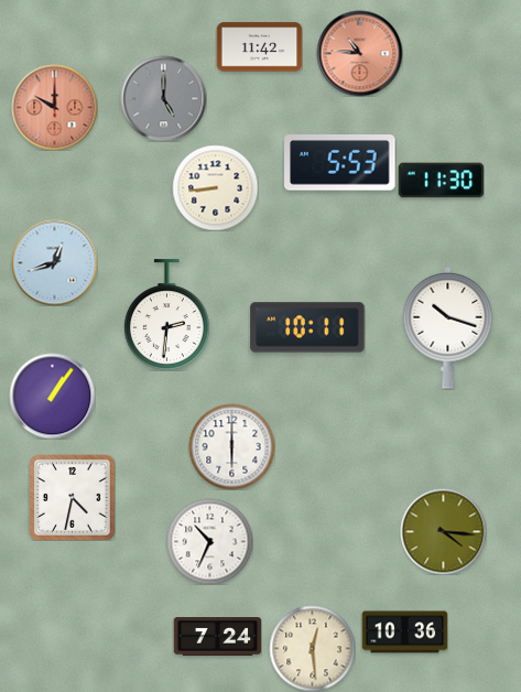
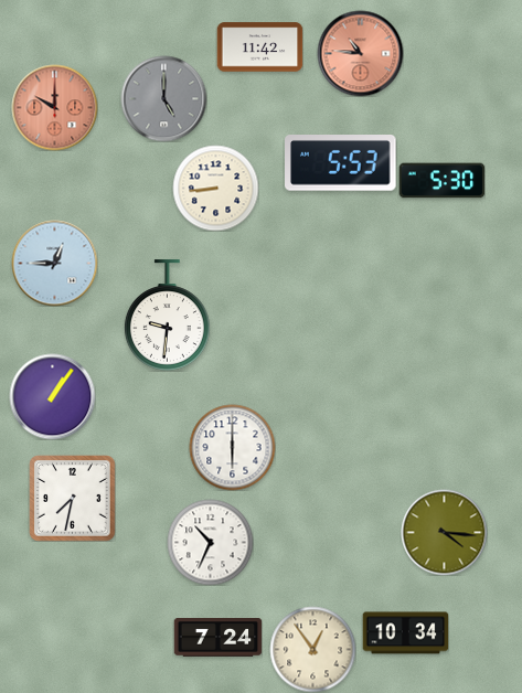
clock at (441, 181): 11:30 -> 5:30
clock at (54, 262): 12:42 -> 12:45
clock at (166, 315): 2:31 -> 9:31
clock at (307, 327): 10:11 -> none
clock at (448, 327): 10:18 -> none
clock at (72, 497): 4:32 -> 7:32
clock at (404, 632): 10:36 -> 10:34
clock at (312, 648): 12:29 -> 12:54
